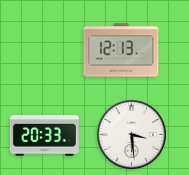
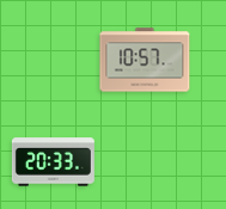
clock at (121, 50): 12:13 -> 10:57
clock at (132, 135): 3:29 -> none
